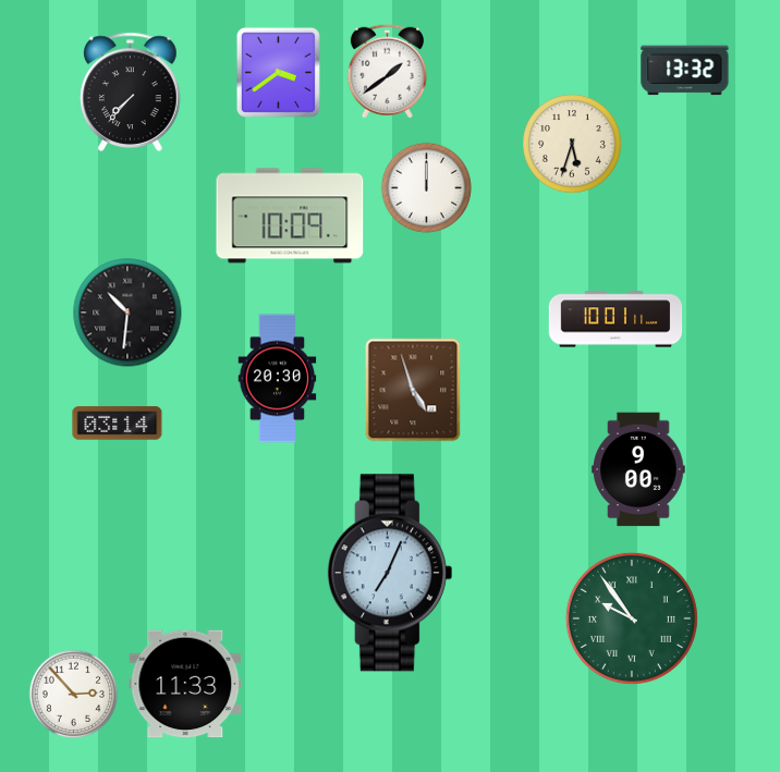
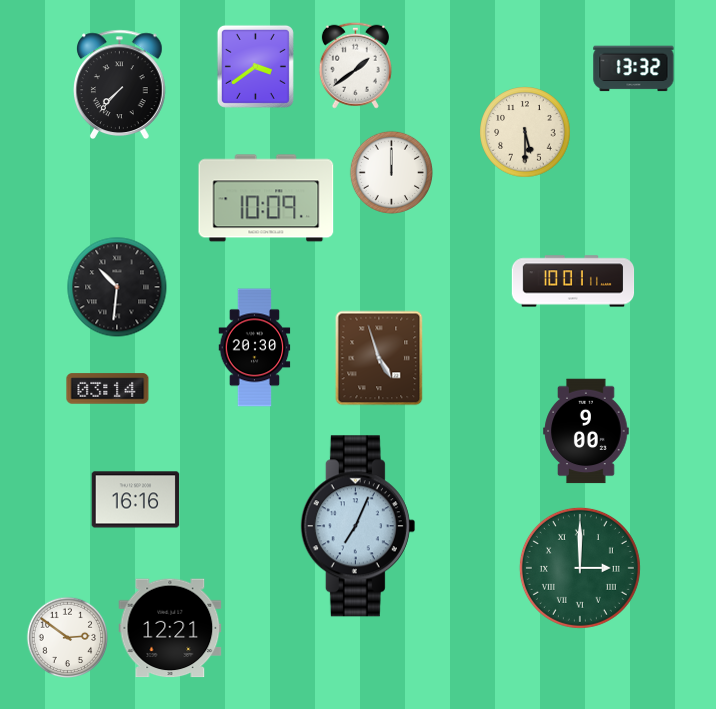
clock at (685, 71) position: (685, 71) -> (634, 69)
clock at (572, 144): 5:33 -> 5:30
clock at (616, 319) position: (616, 319) -> (573, 281)
clock at (136, 500): none -> 16:16
clock at (632, 618): 9:54 -> 3:00
clock at (185, 684): 11:33 -> 12:21
clock at (74, 695): 2:53 -> 2:51
